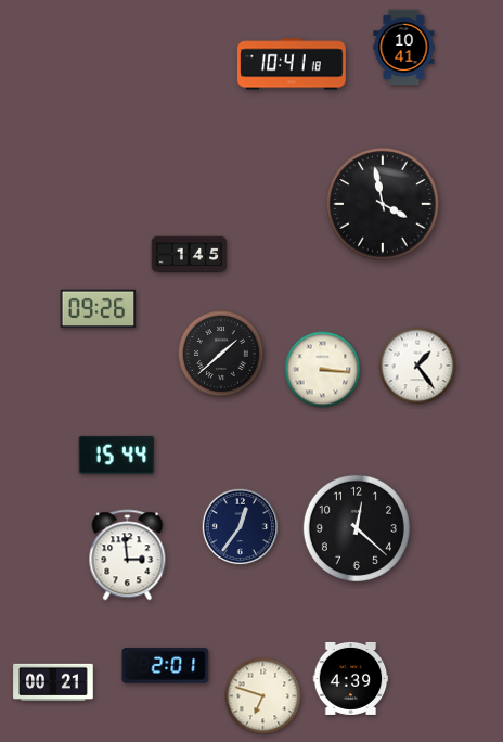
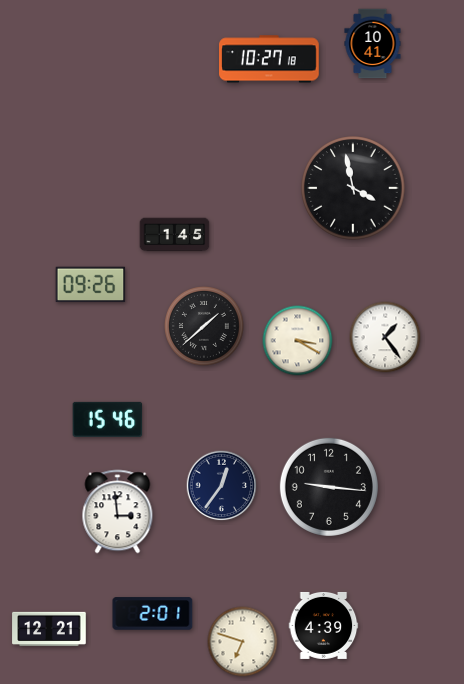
clock at (292, 64): 10:41 -> 10:27
clock at (323, 370): 3:16 -> 3:20
clock at (117, 455): 15:44 -> 15:46
clock at (357, 528): 12:22 -> 9:16
clock at (53, 682): 00:21 -> 12:21
